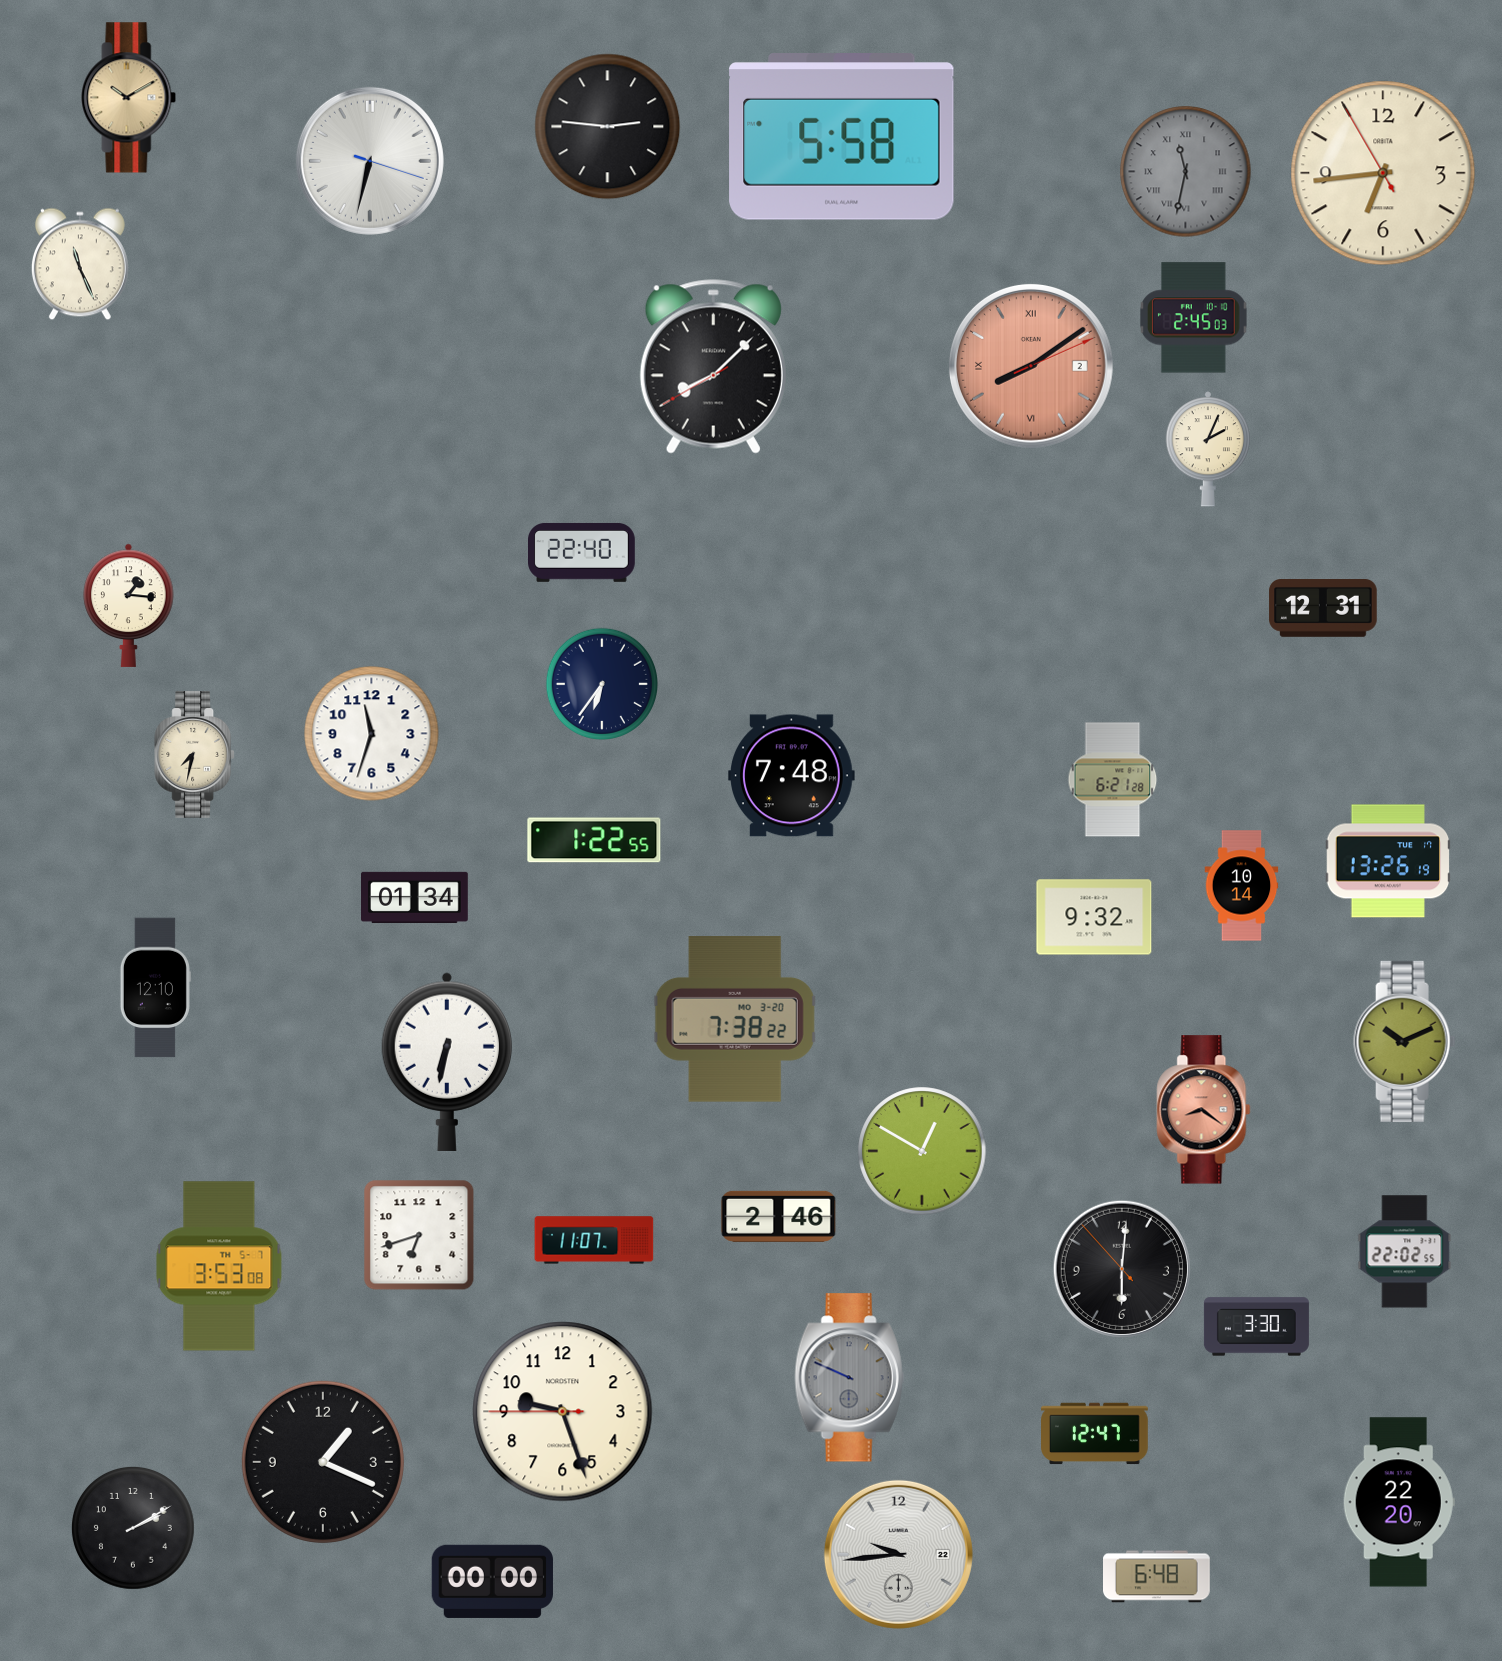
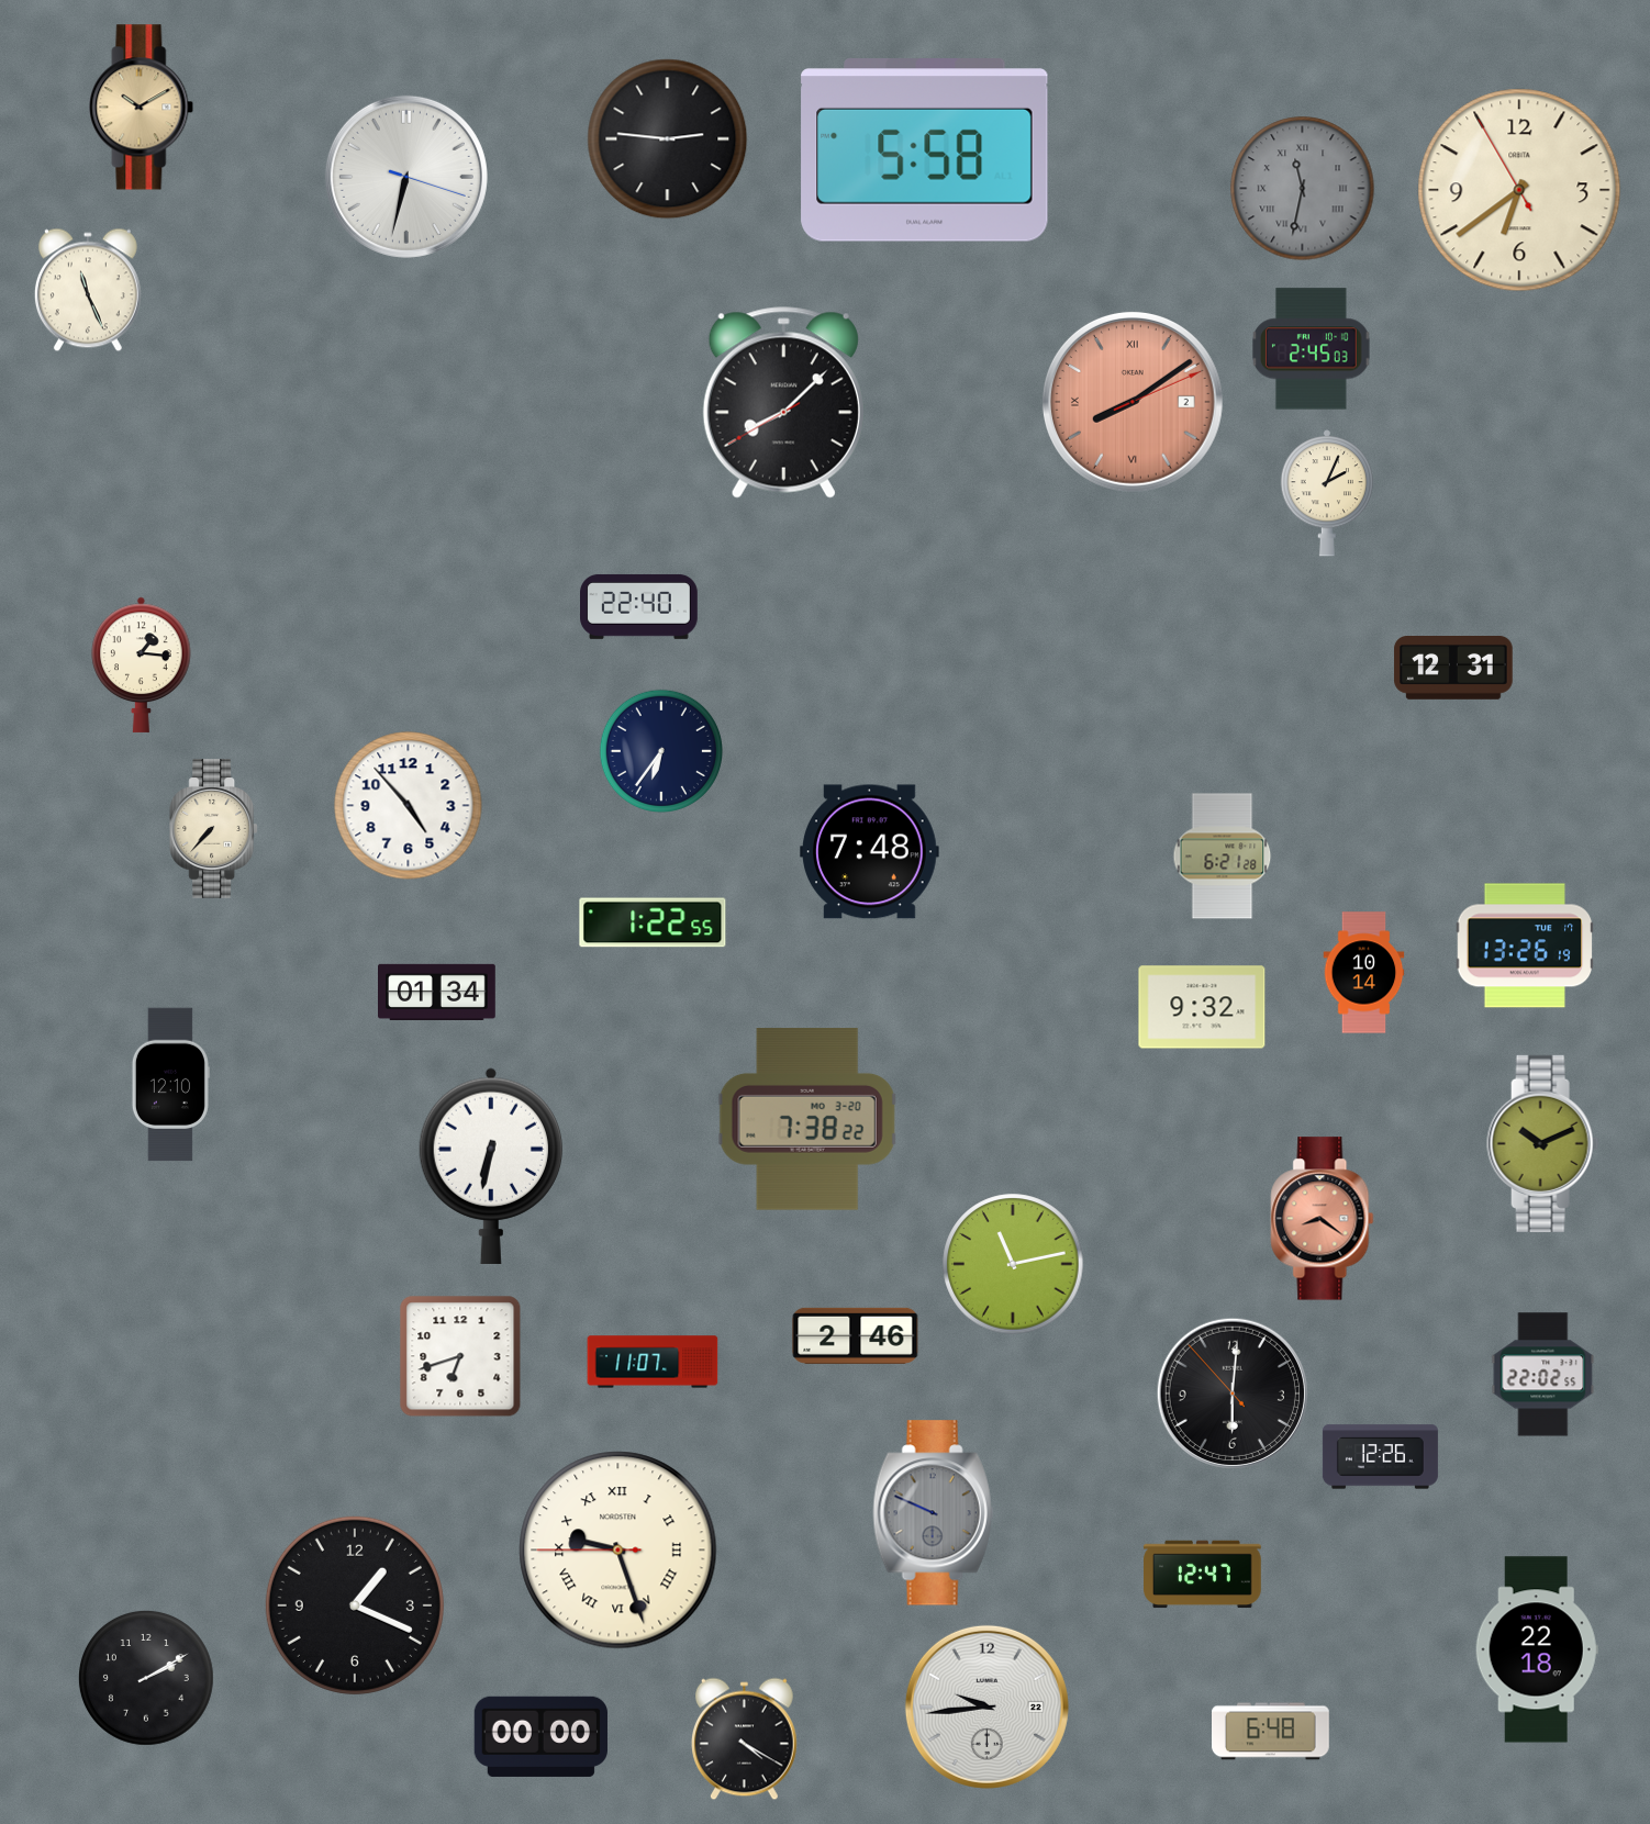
clock at (1383, 173): 6:43 -> 6:38
clock at (372, 734): 11:33 -> 4:53
clock at (195, 755): 7:32 -> 7:37
clock at (415, 897) position: (415, 897) -> (437, 992)
clock at (922, 1151): 12:50 -> 11:13
clock at (219, 1266): 3:53 -> none
clock at (1256, 1327): 3:30 -> 12:26
clock at (563, 1412) numerals: Arabic -> Roman
clock at (1399, 1502): 22:20 -> 22:18
clock at (745, 1739): none -> 4:20
